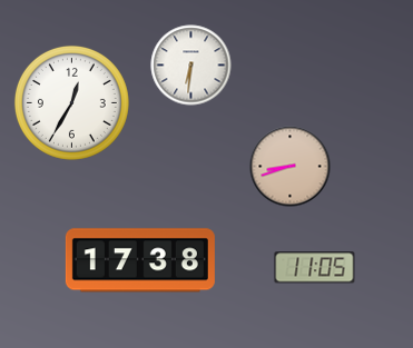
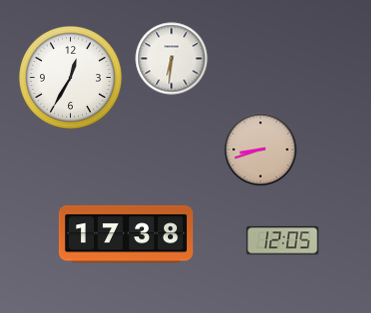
clock at (71, 102) position: (71, 102) -> (70, 77)
clock at (315, 268): 11:05 -> 12:05
